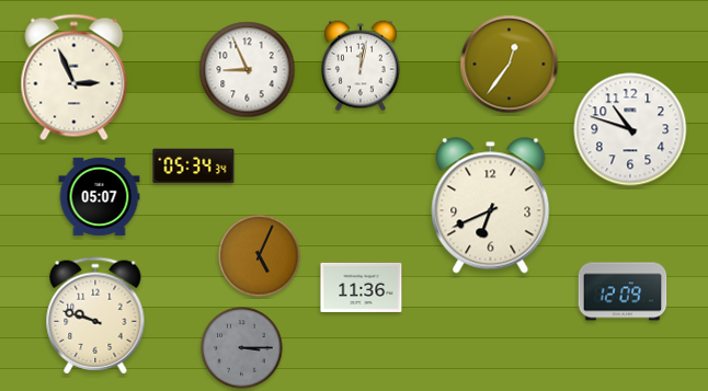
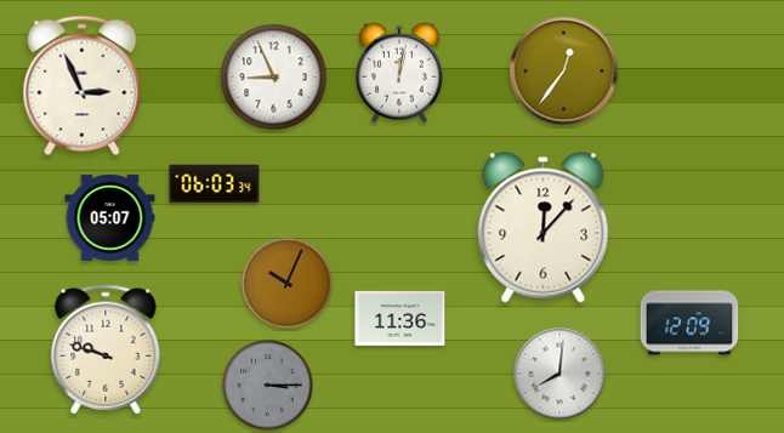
clock at (630, 129): 10:48 -> none
clock at (194, 166): 05:34 -> 06:03
clock at (491, 206): 6:41 -> 12:07
clock at (260, 256): 5:04 -> 10:04
clock at (559, 374): none -> 8:01
